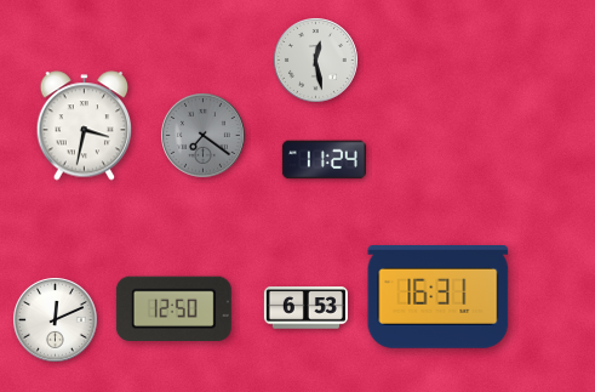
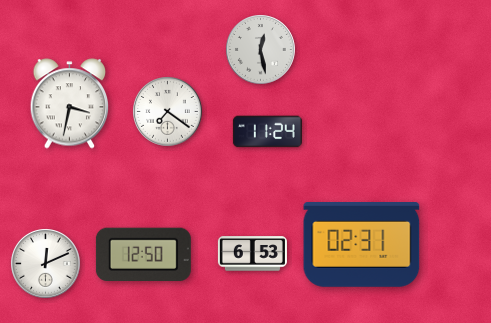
clock at (204, 136) dial: grey -> white
clock at (439, 297): 16:31 -> 02:31
